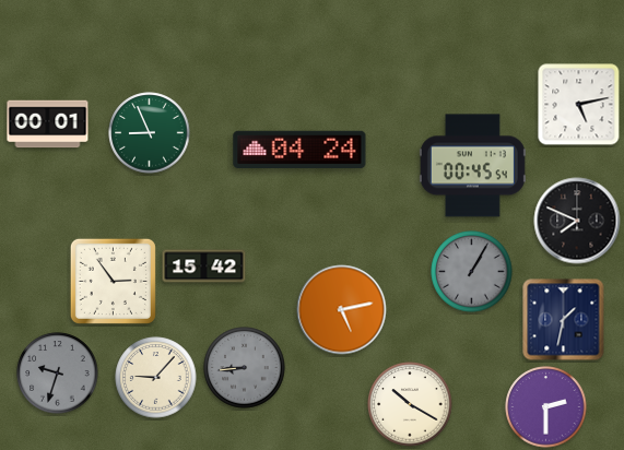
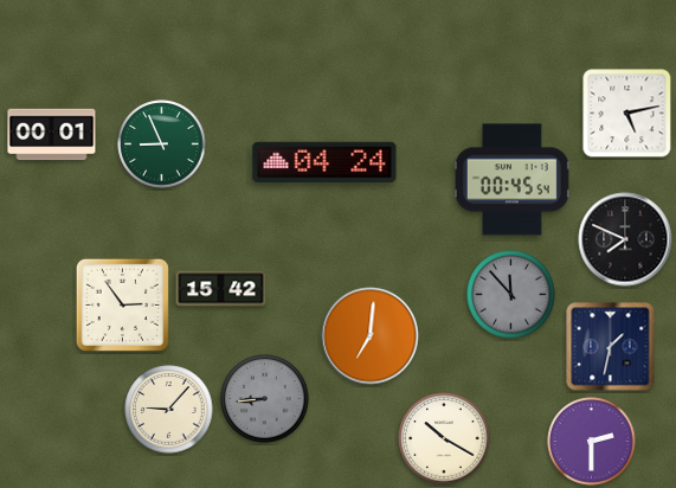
clock at (472, 272): 1:05 -> 11:53
clock at (342, 310): 5:13 -> 7:01
clock at (58, 374): 9:33 -> none
